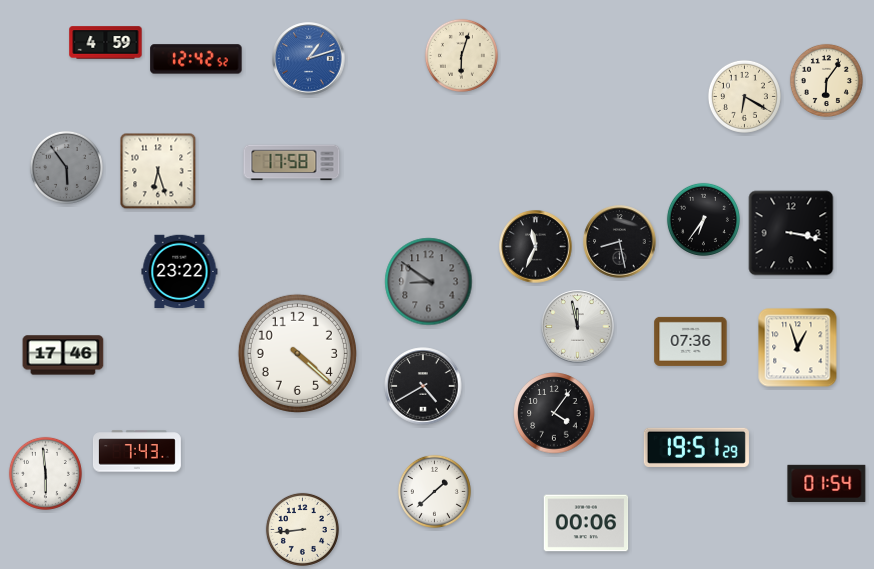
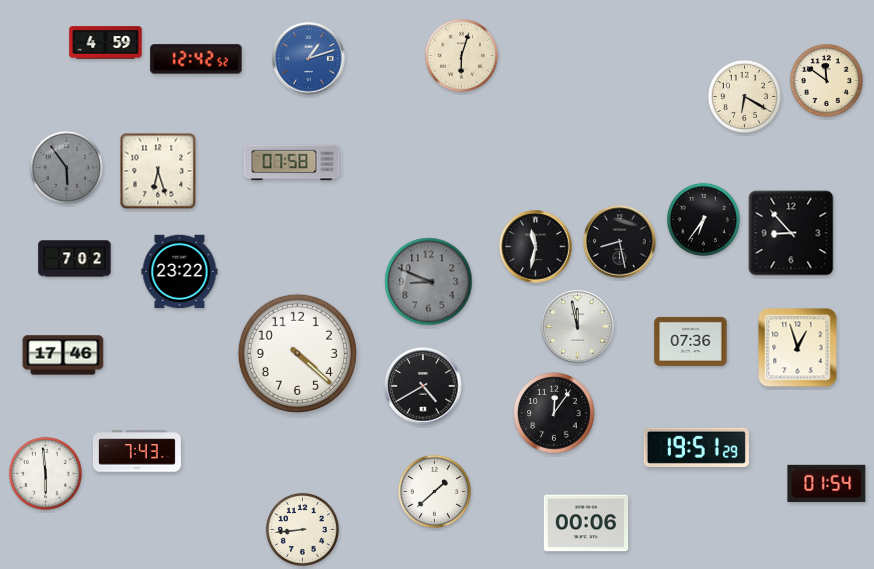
clock at (826, 80): 6:06 -> 11:51
clock at (292, 163): 17:58 -> 07:58
clock at (791, 233): 3:17 -> 8:53
clock at (536, 247): 11:34 -> 11:32
clock at (75, 259): none -> 7:02
clock at (429, 282): 8:51 -> 8:49
clock at (554, 413): 4:06 -> 12:06
